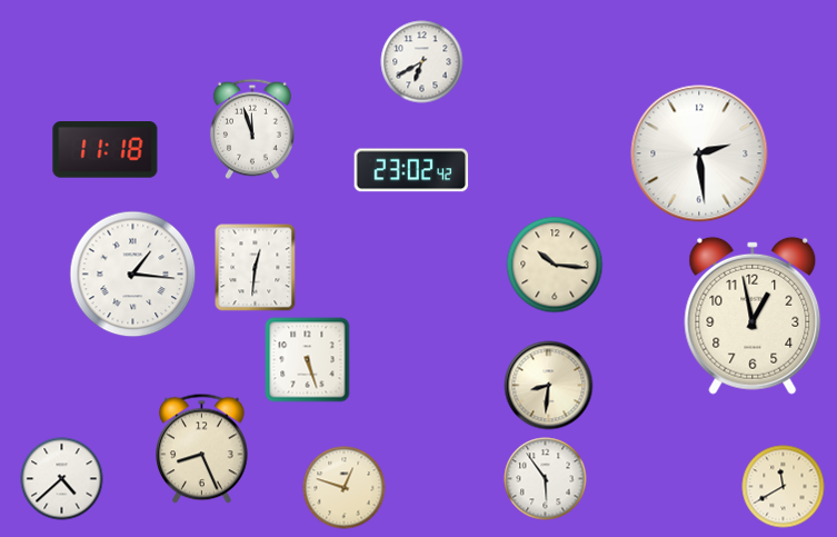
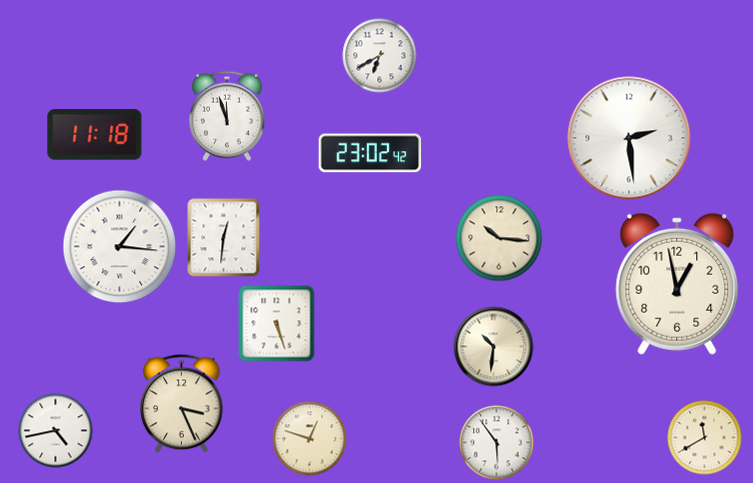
clock at (256, 268) position: (256, 268) -> (224, 238)
clock at (549, 386): 8:31 -> 10:31
clock at (202, 449): 8:26 -> 3:26
clock at (62, 479): 4:38 -> 4:43
clock at (546, 479) position: (546, 479) -> (497, 443)
